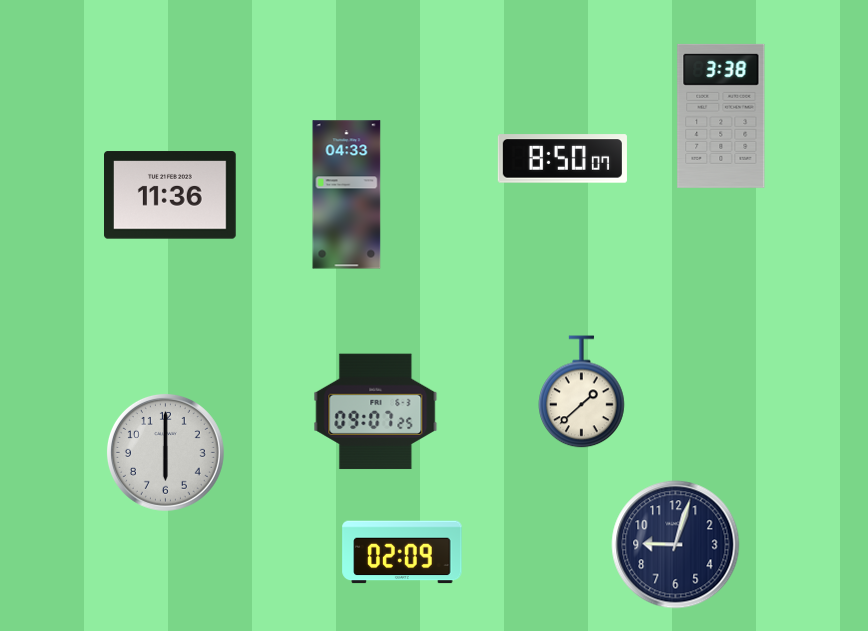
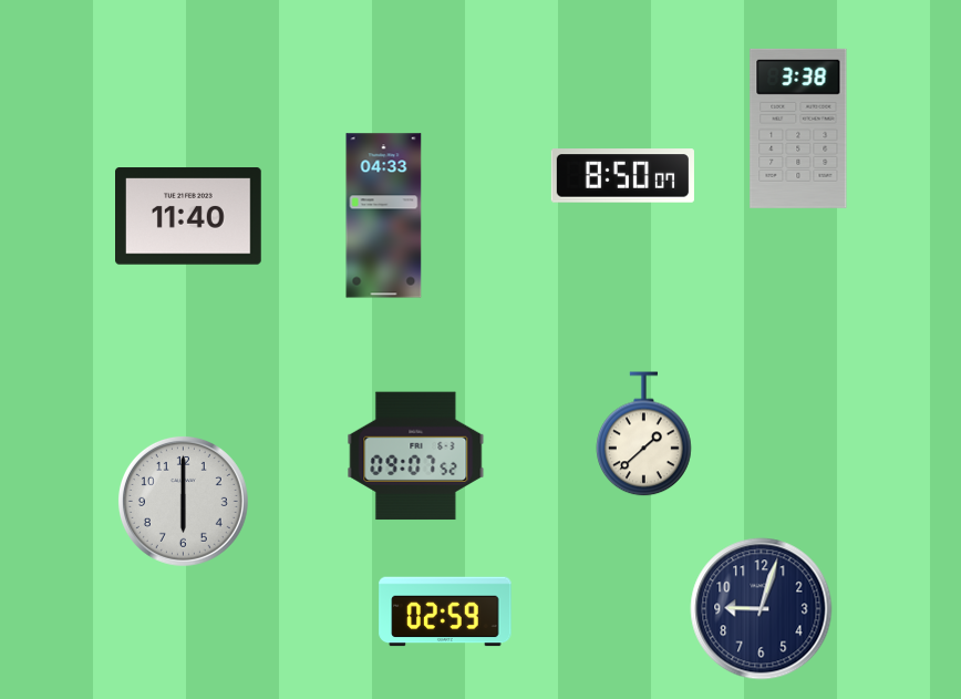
clock at (171, 195): 11:36 -> 11:40
clock at (376, 412): 09:07:25 -> 09:07:52
clock at (676, 545) position: (676, 545) -> (762, 609)
clock at (402, 552): 02:09 -> 02:59
